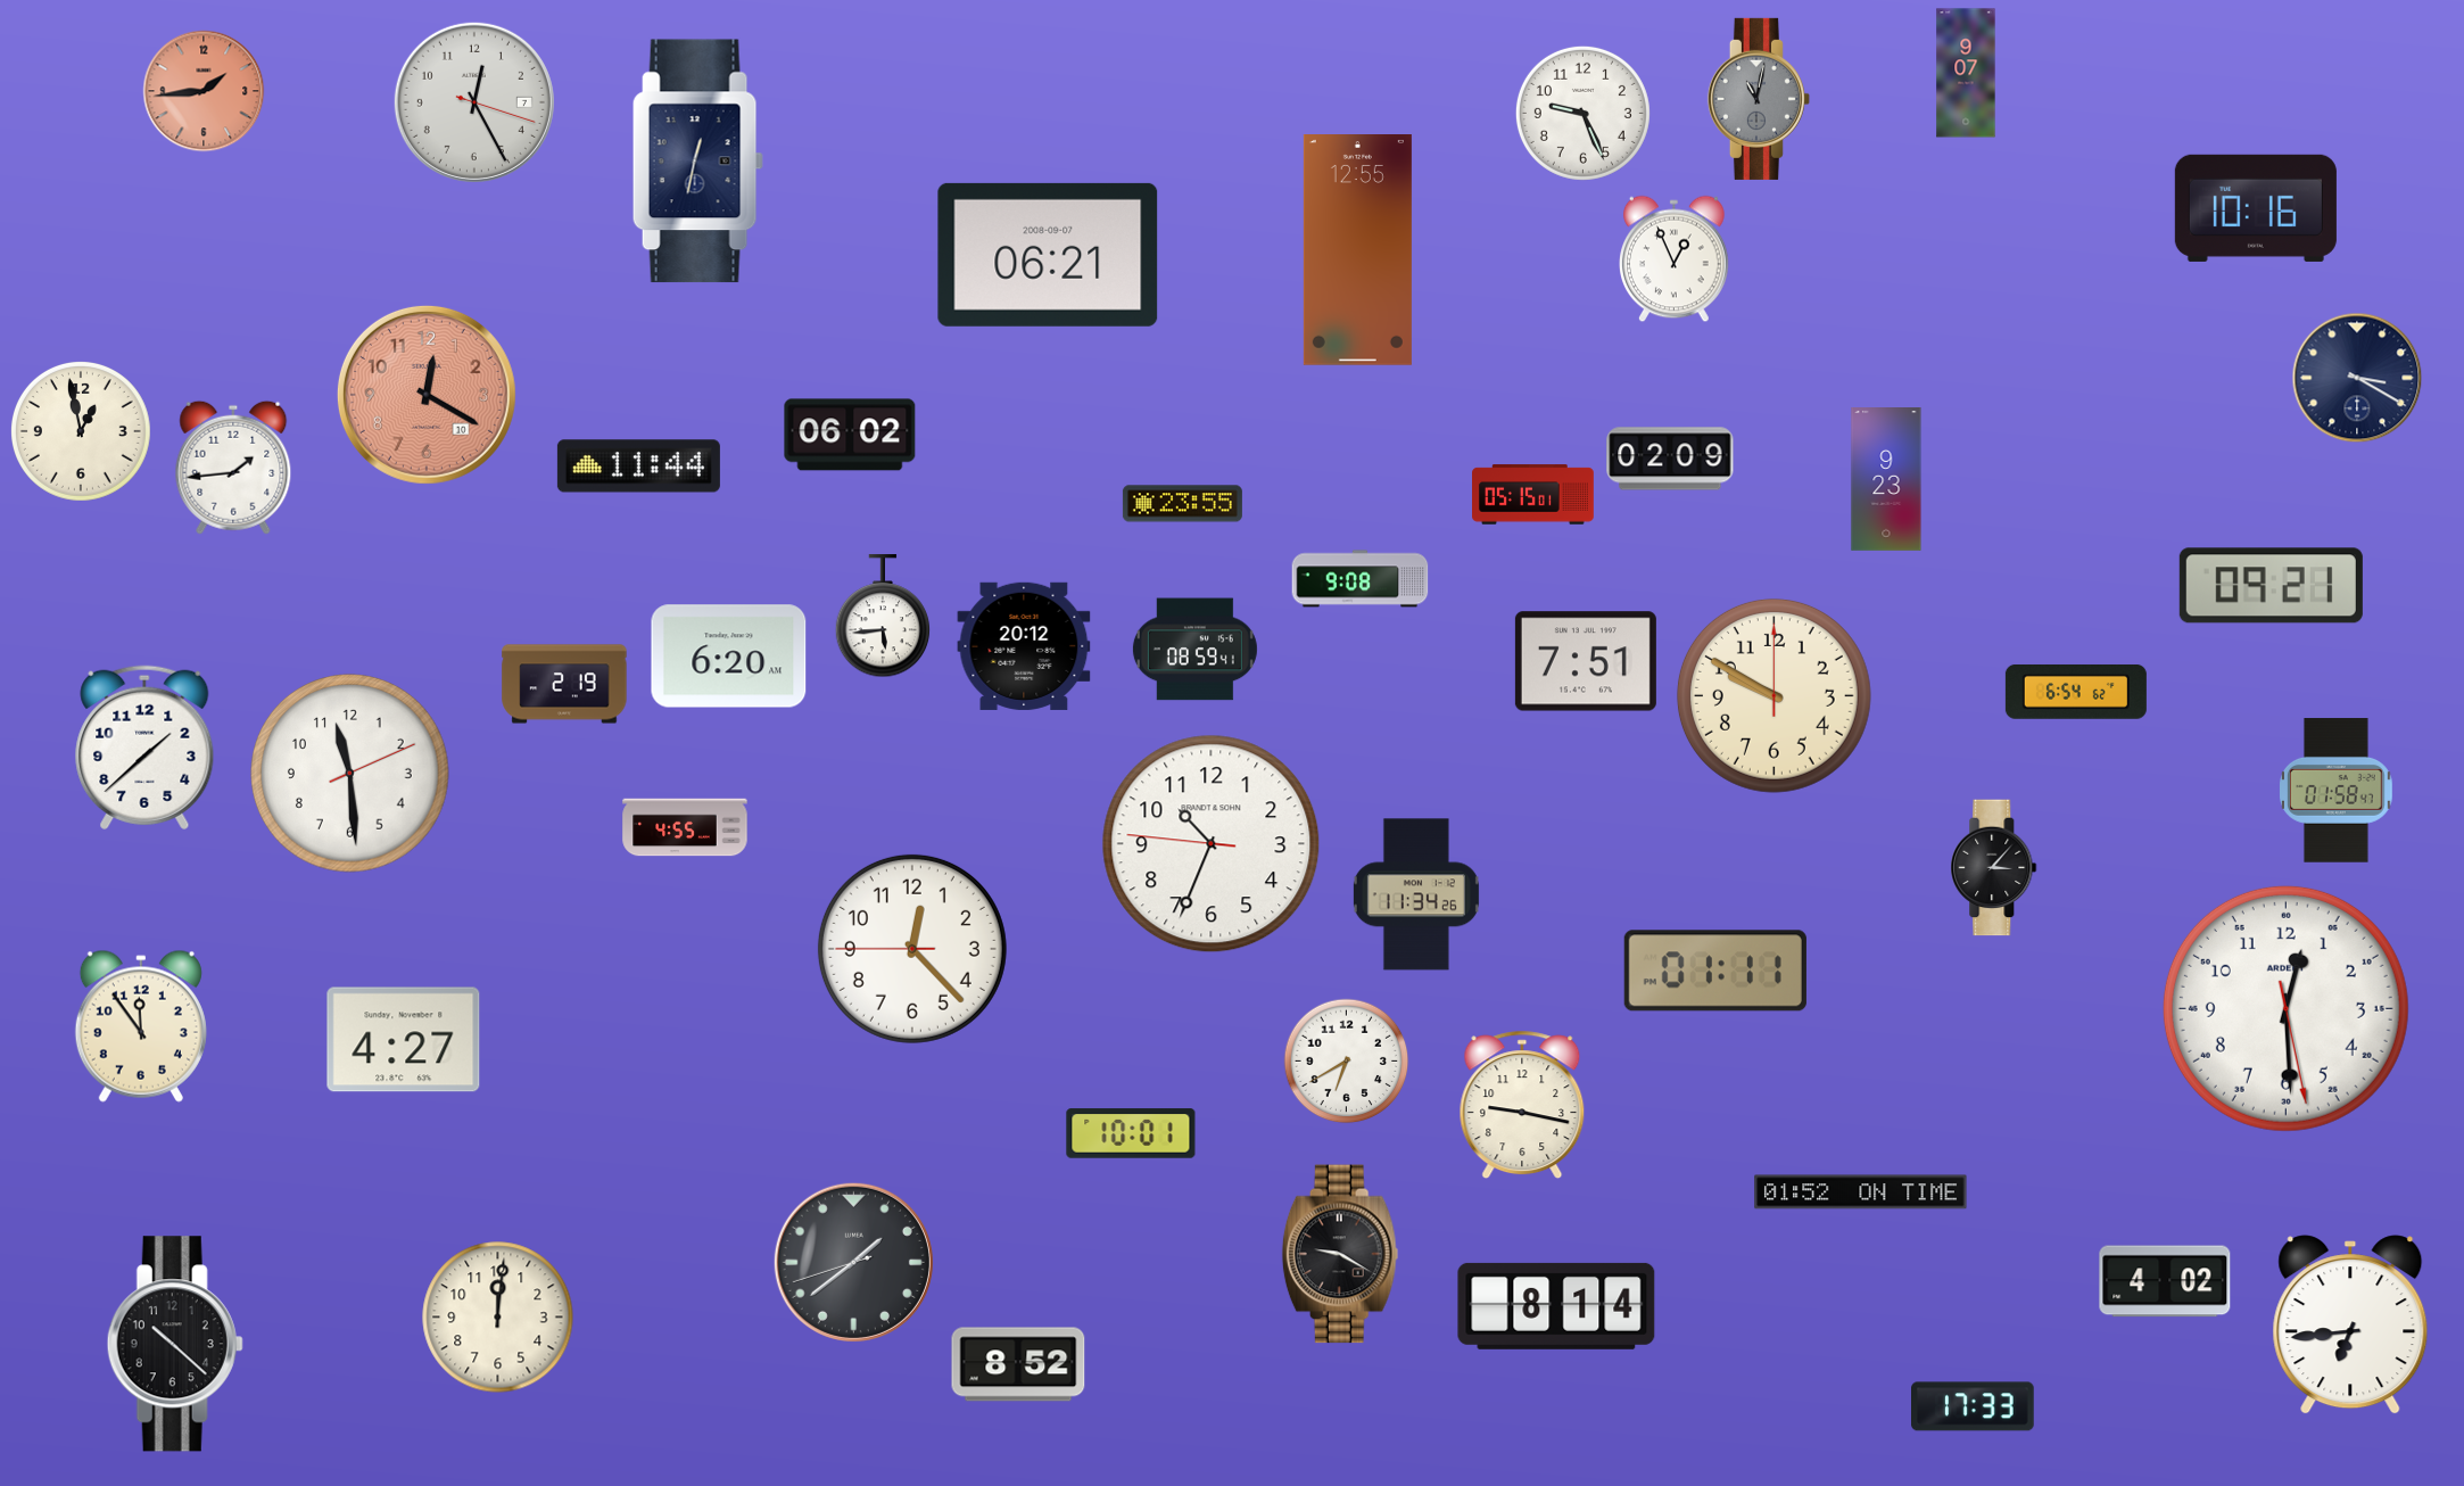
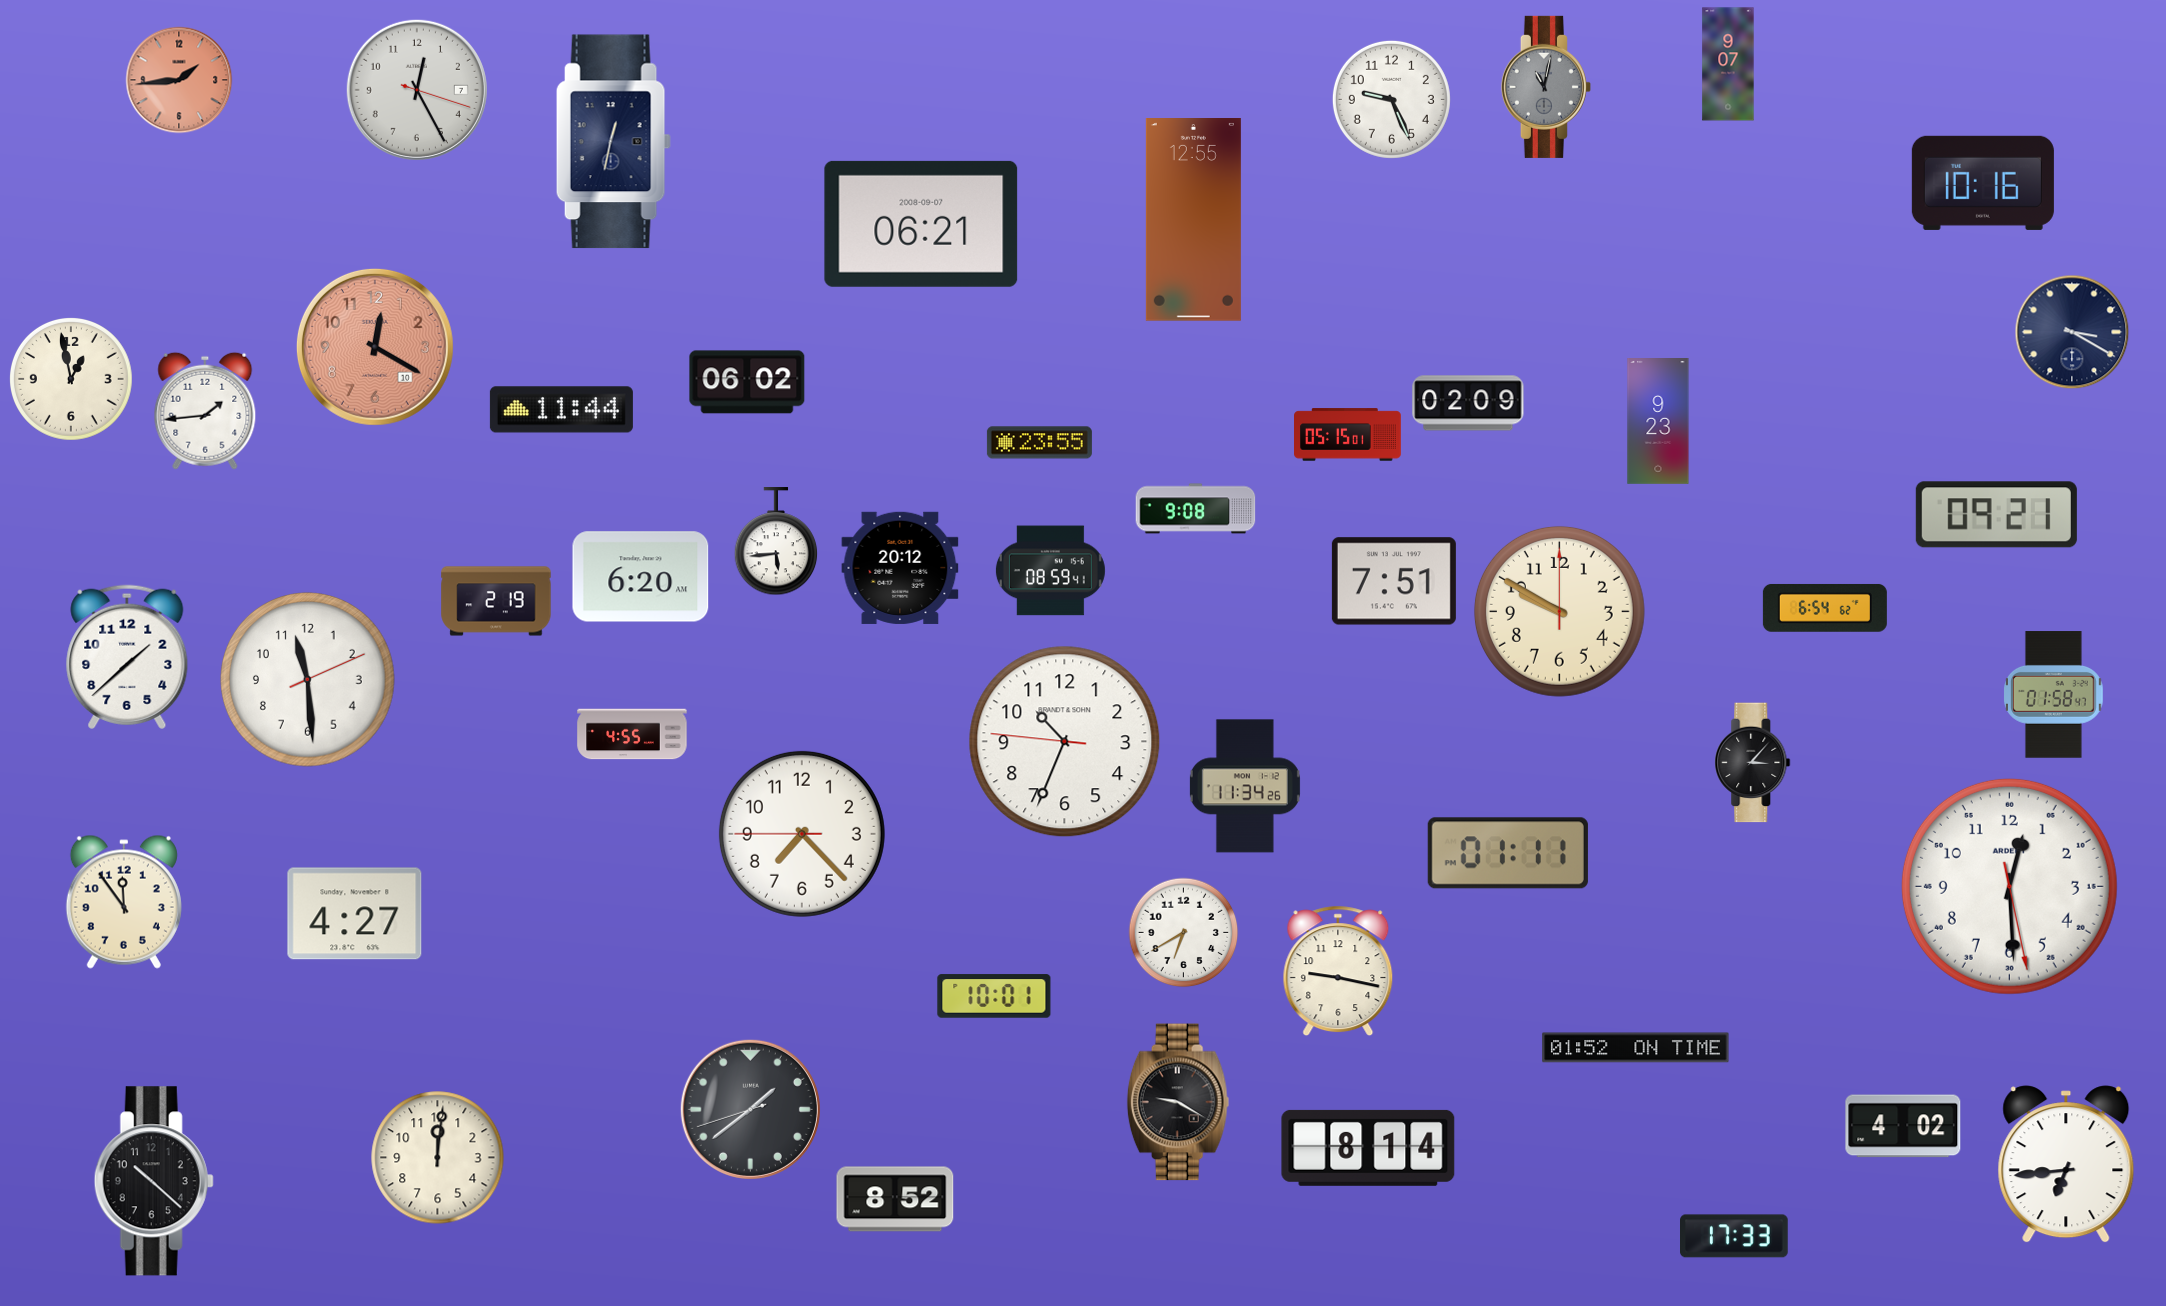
clock at (1675, 259): 12:56 -> none
clock at (685, 827) position: (685, 827) -> (632, 734)
clock at (912, 949): 12:22 -> 7:22
